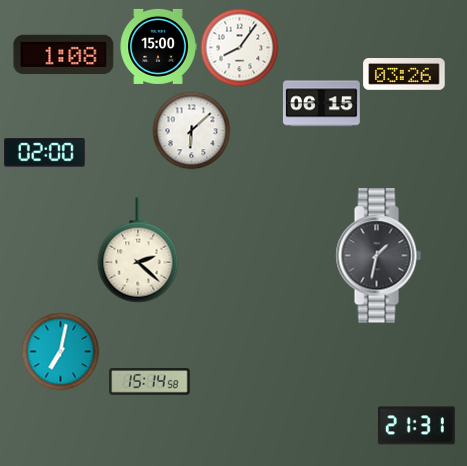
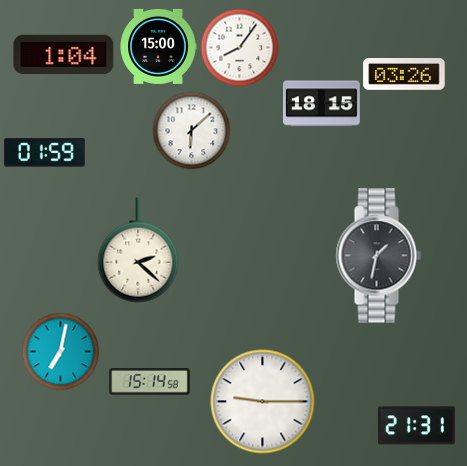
clock at (64, 55): 1:08 -> 1:04
clock at (321, 104): 06:15 -> 18:15
clock at (45, 153): 02:00 -> 01:59
clock at (263, 402): none -> 9:15
